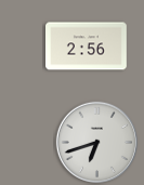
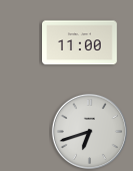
clock at (87, 47): 2:56 -> 11:00
